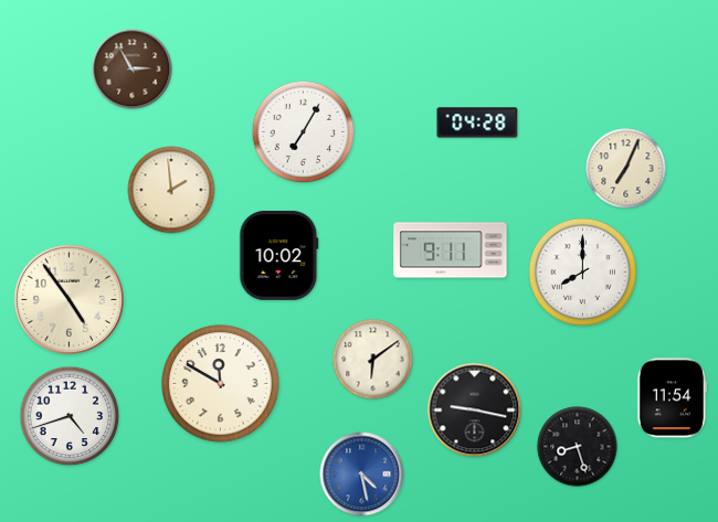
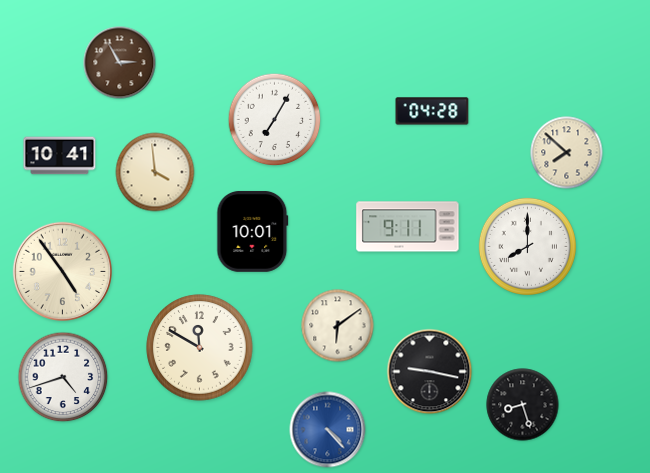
clock at (626, 169): 7:04 -> 7:52
clock at (60, 156): none -> 10:41
clock at (171, 190): 1:59 -> 3:59
clock at (279, 255): 10:02 -> 10:01
clock at (673, 398): 11:54 -> none
clock at (362, 475): 4:28 -> 4:23
